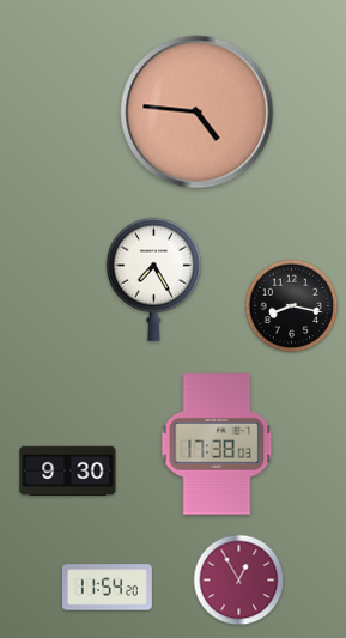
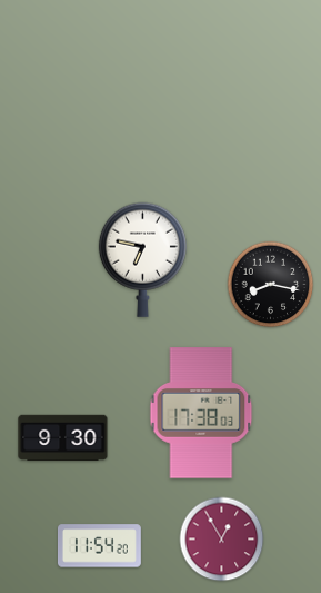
clock at (198, 113): 4:46 -> none
clock at (153, 279): 7:25 -> 6:47
